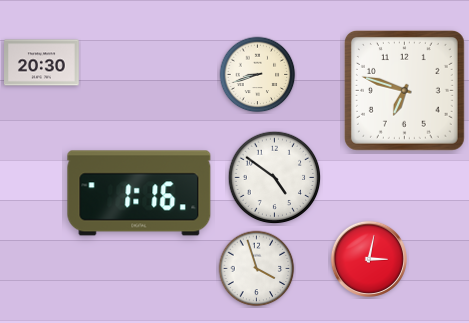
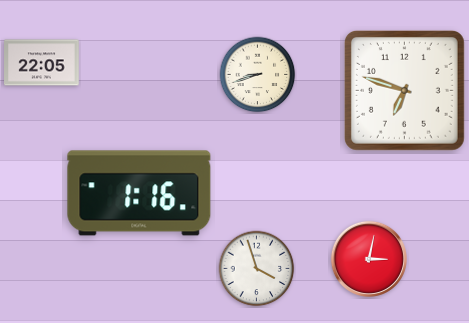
clock at (42, 63): 20:30 -> 22:05
clock at (275, 178): 4:51 -> none
